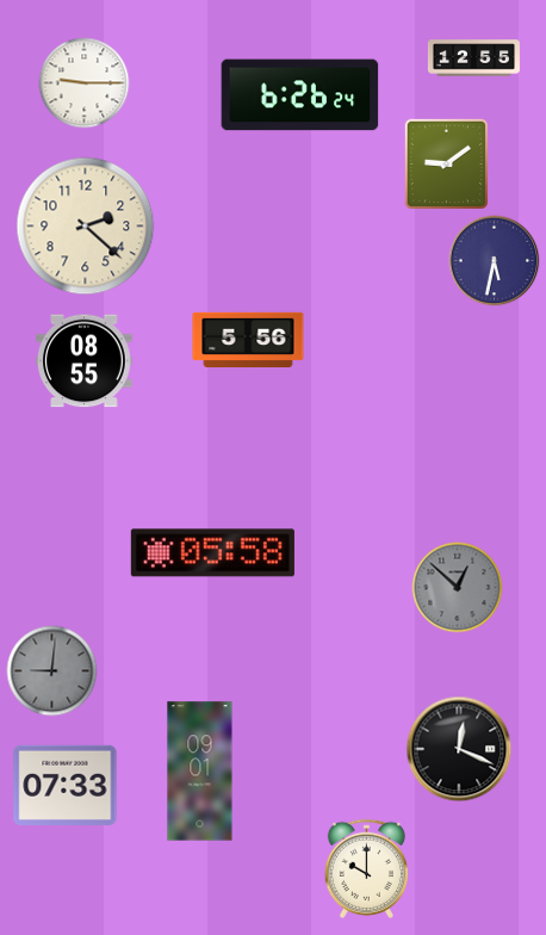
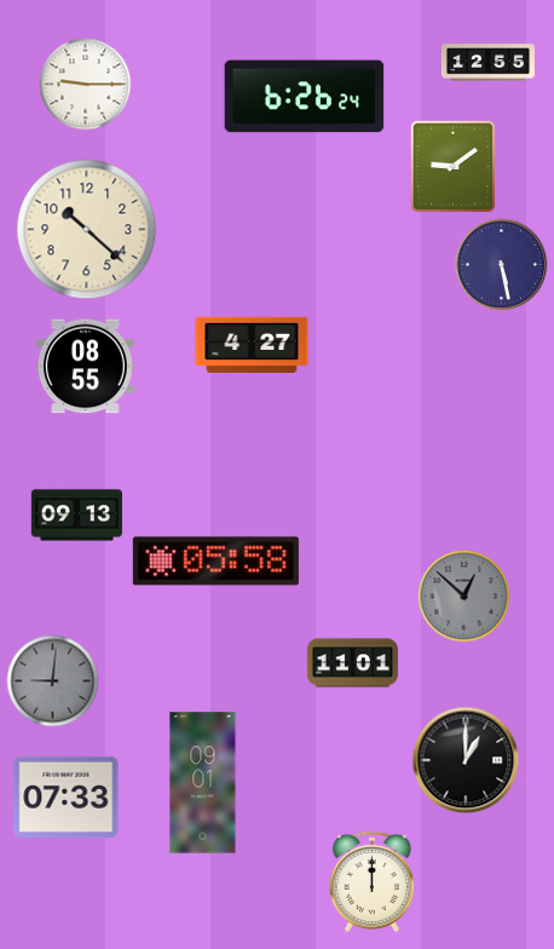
clock at (473, 58) position: (473, 58) -> (487, 63)
clock at (86, 227): 2:22 -> 10:22
clock at (495, 261): 5:32 -> 5:28
clock at (248, 339): 5:56 -> 4:27
clock at (76, 516): none -> 09:13
clock at (352, 663): none -> 11:01
clock at (459, 749): 12:19 -> 1:00
clock at (366, 868): 10:00 -> 12:00
